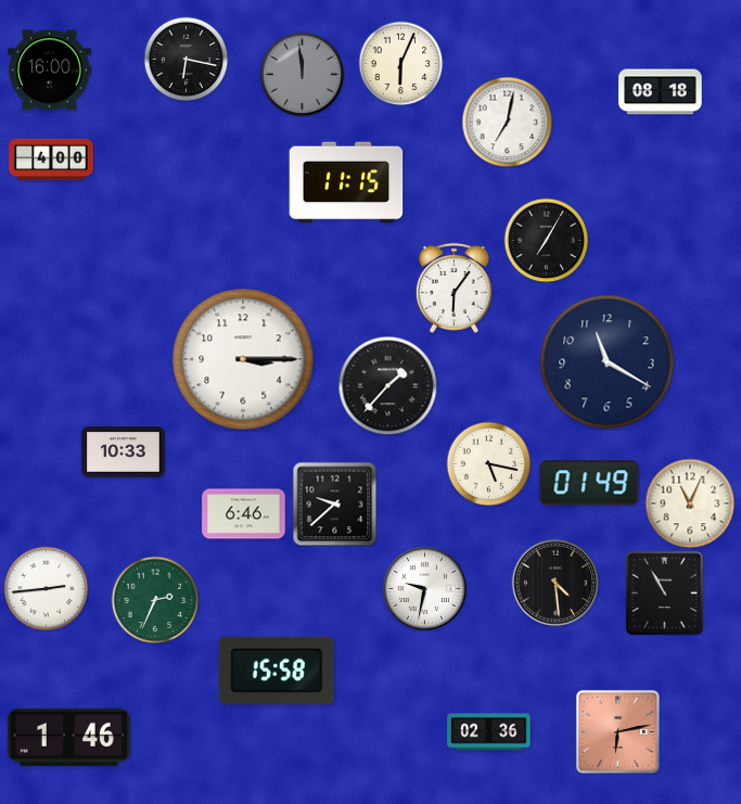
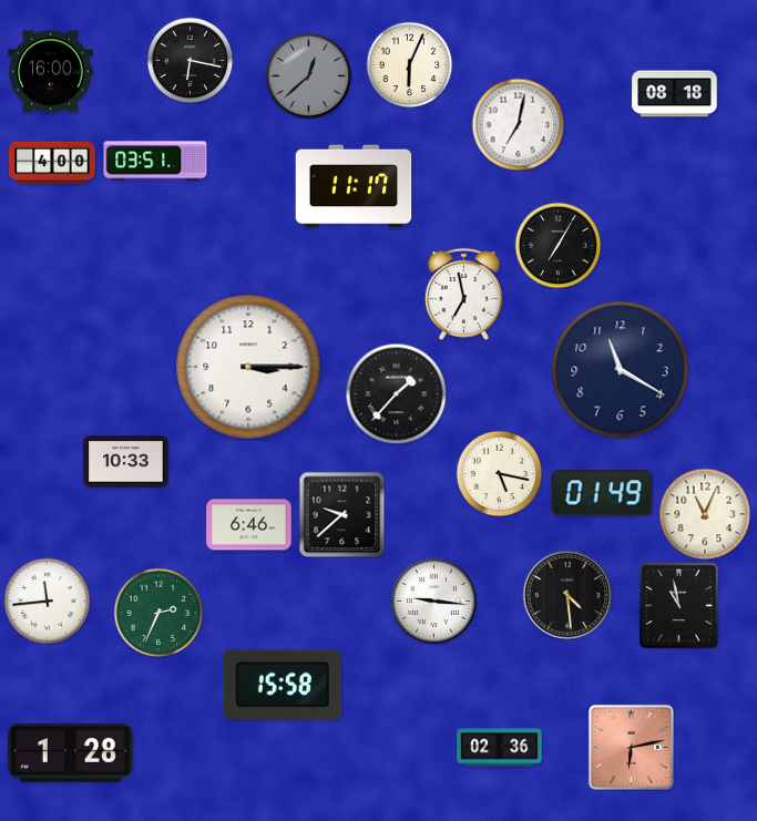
clock at (302, 74): 11:59 -> 12:38
clock at (155, 161): none -> 03:51
clock at (346, 182): 11:15 -> 11:17
clock at (453, 288): 6:06 -> 6:58
clock at (46, 588): 2:44 -> 11:44
clock at (424, 588): 9:32 -> 9:16
clock at (664, 592): 10:55 -> 10:58
clock at (68, 737): 1:46 -> 1:28
